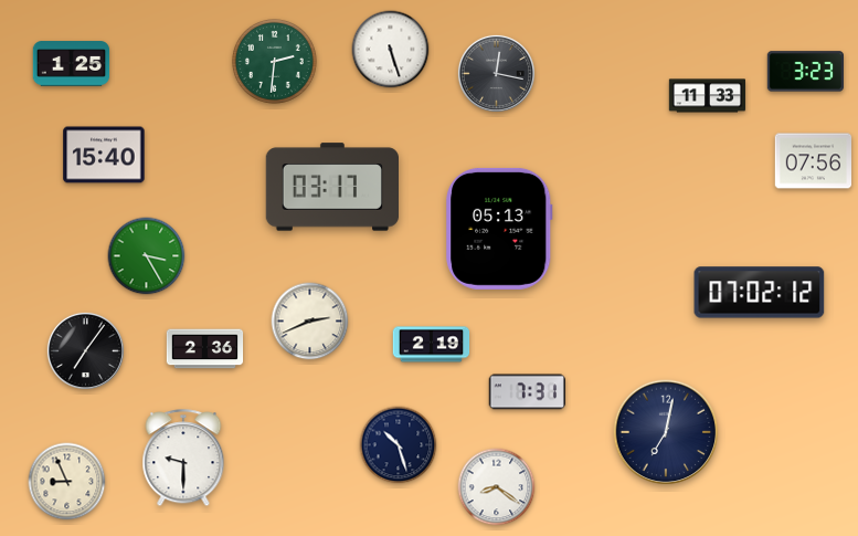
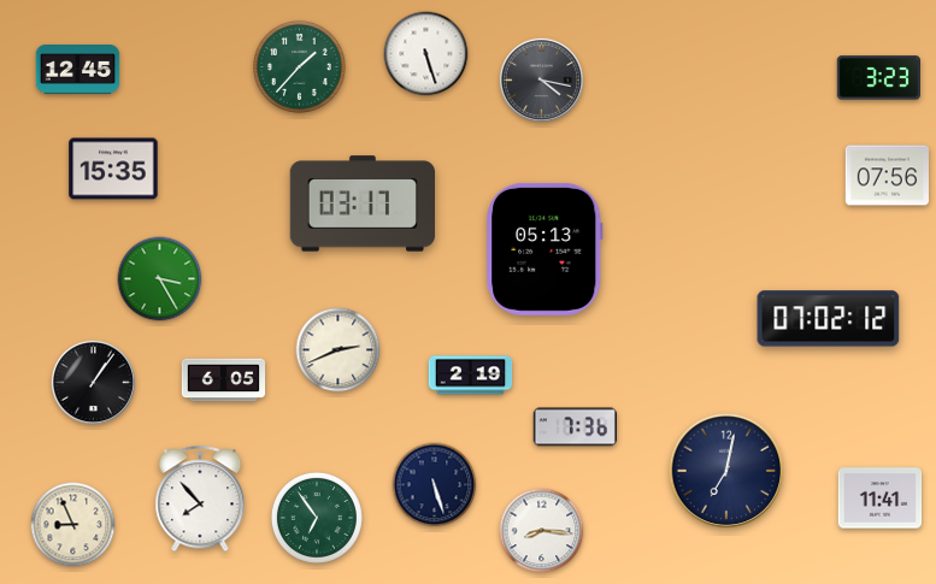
clock at (275, 62): 2:31 -> 1:37
clock at (72, 64): 1:25 -> 12:45
clock at (496, 73): 12:17 -> 4:17
clock at (708, 96): 11:33 -> none
clock at (104, 155): 15:40 -> 15:35
clock at (205, 349): 2:36 -> 6:05
clock at (85, 350): 7:06 -> 1:06
clock at (527, 392): 7:31 -> 7:36
clock at (399, 445): 10:27 -> 5:27
clock at (881, 499): none -> 11:41
clock at (183, 459): 9:30 -> 7:53
clock at (317, 518): none -> 6:54
clock at (497, 487): 8:21 -> 8:16
